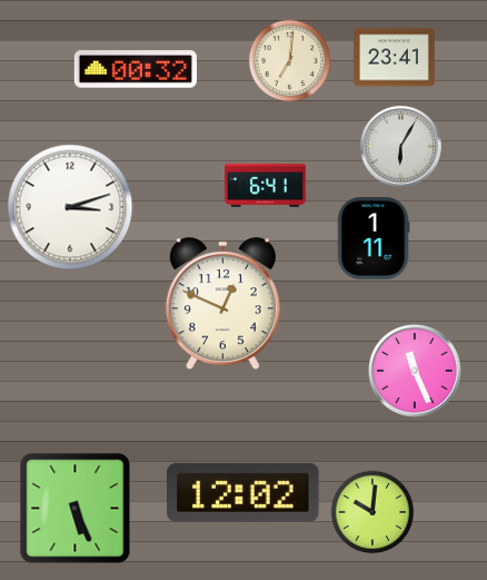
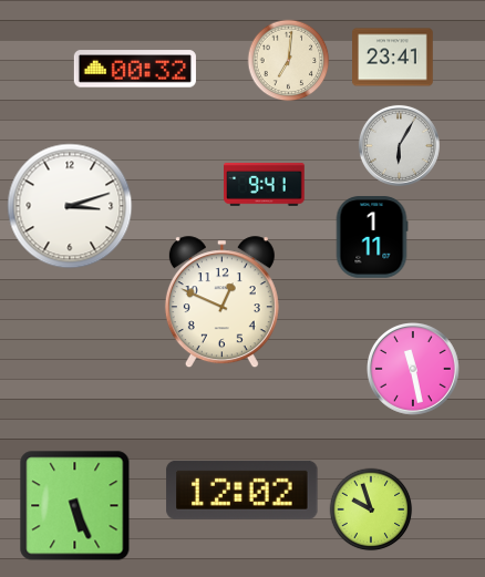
clock at (266, 185): 6:41 -> 9:41
clock at (416, 372): 11:26 -> 11:28
clock at (372, 512): 10:01 -> 9:57
